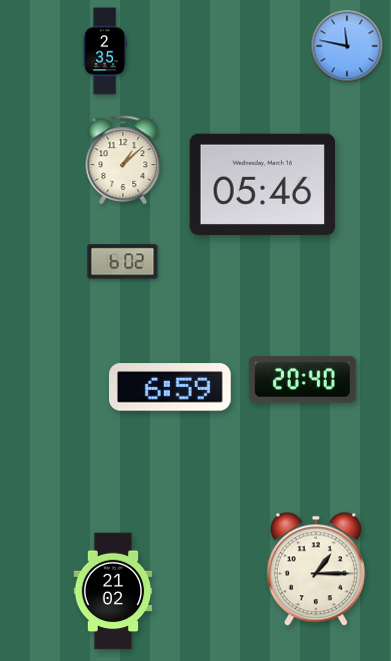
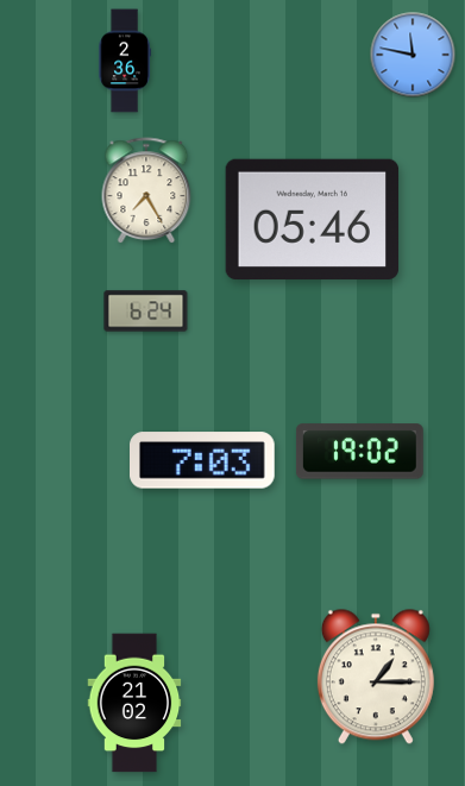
clock at (105, 51): 2:35 -> 2:36
clock at (123, 161): 1:08 -> 7:25
clock at (123, 262): 6:02 -> 6:24
clock at (302, 380): 20:40 -> 19:02
clock at (171, 387): 6:59 -> 7:03
